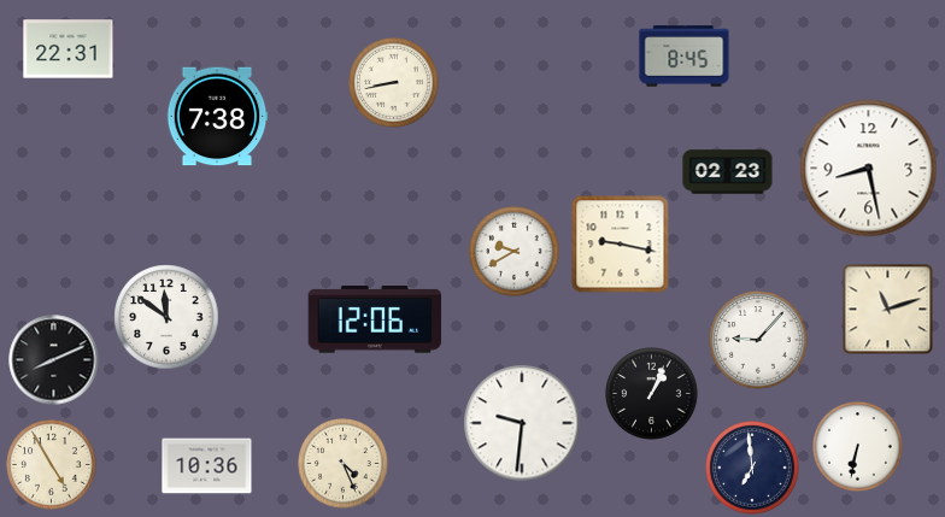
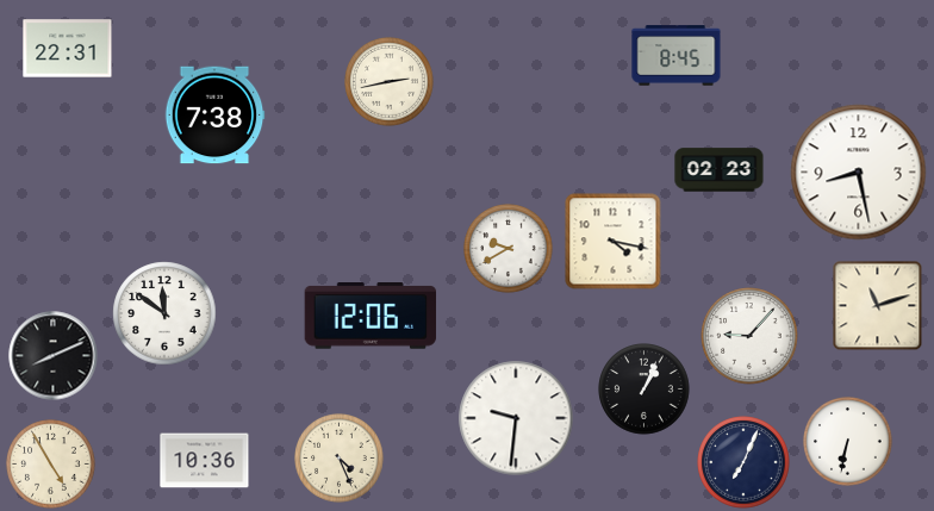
clock at (394, 83): 8:43 -> 2:43
clock at (869, 169) position: (869, 169) -> (859, 173)
clock at (621, 245): 9:17 -> 4:17
clock at (52, 465) position: (52, 465) -> (51, 465)
clock at (752, 468): 6:59 -> 7:04
